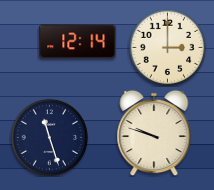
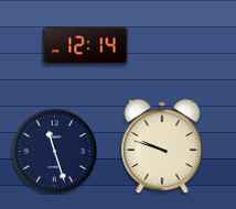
clock at (167, 47): 3:00 -> none
clock at (154, 133) position: (154, 133) -> (162, 146)
